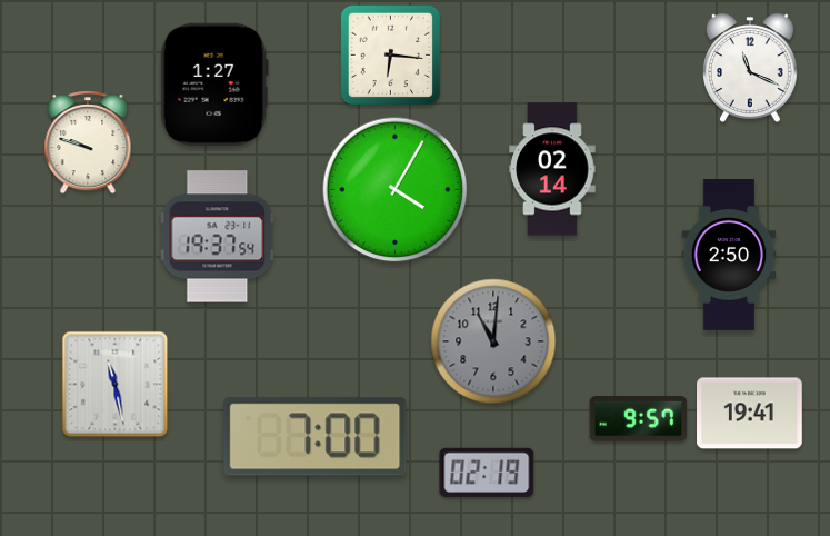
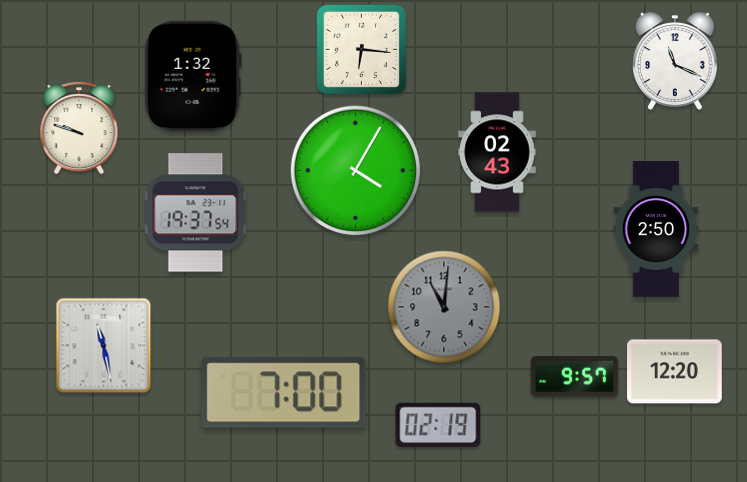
clock at (390, 54) position: (390, 54) -> (361, 49)
clock at (214, 83): 1:27 -> 1:32
clock at (552, 169): 02:14 -> 02:43
clock at (750, 414): 19:41 -> 12:20
